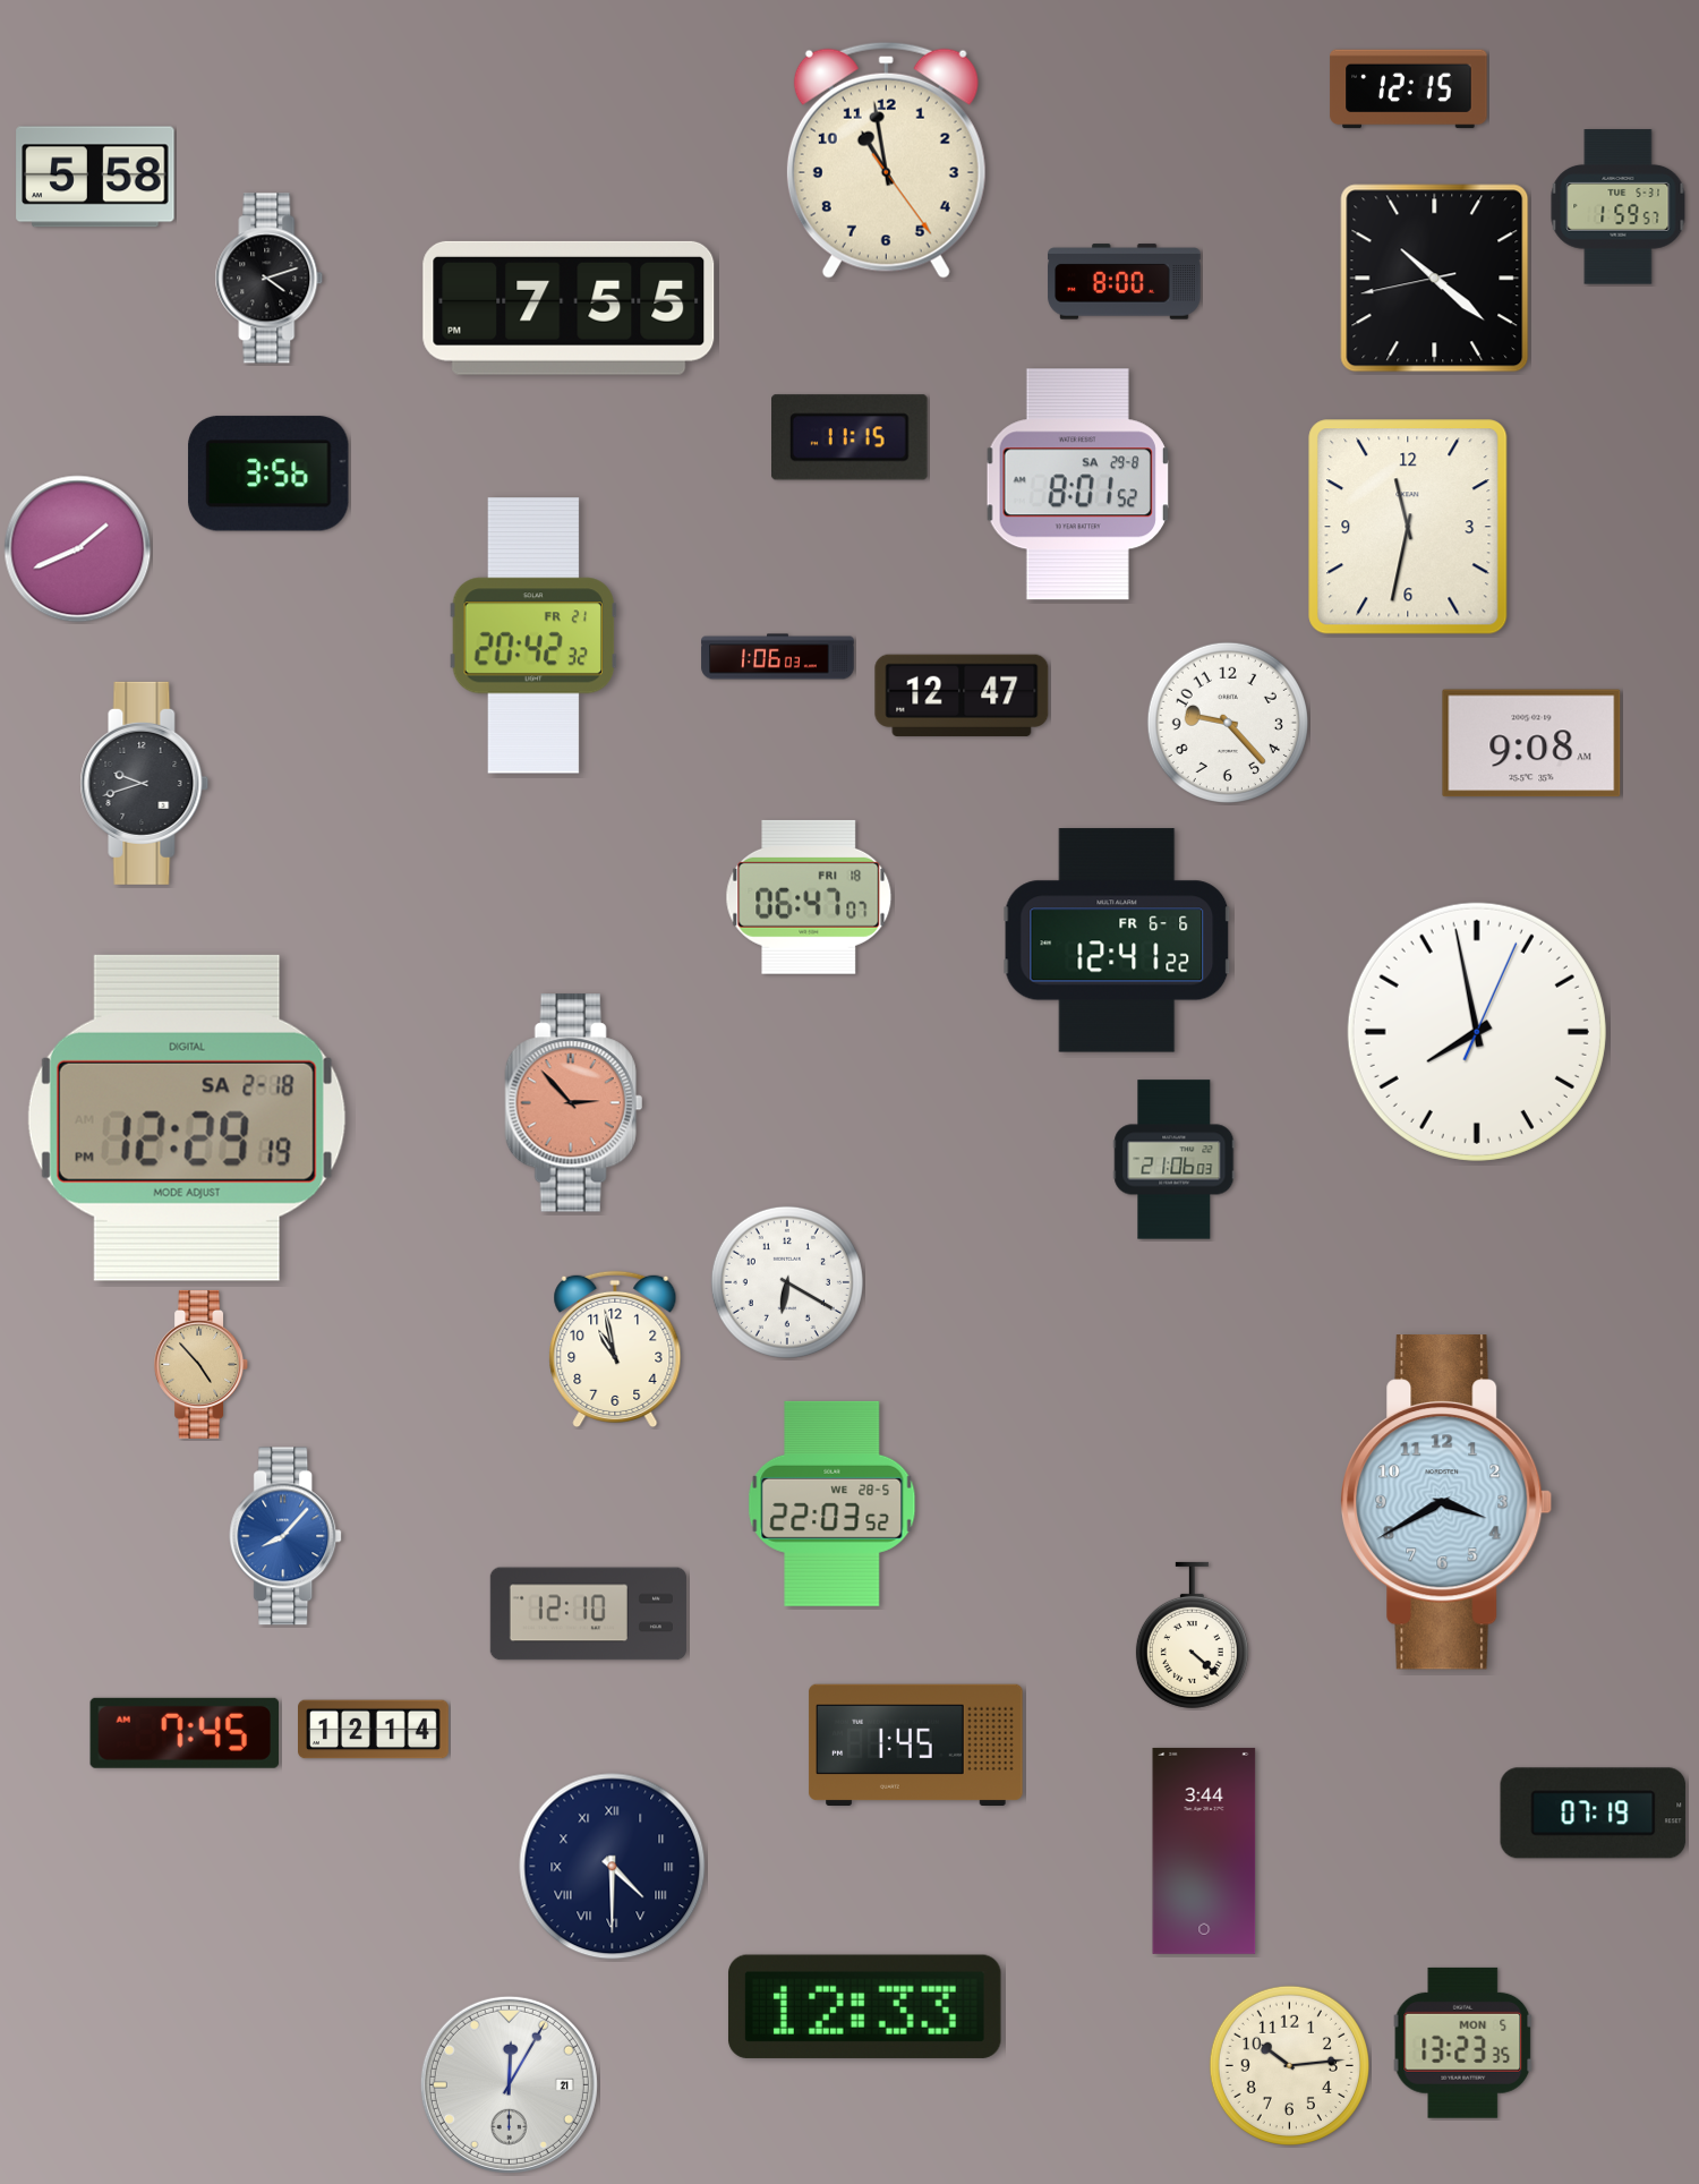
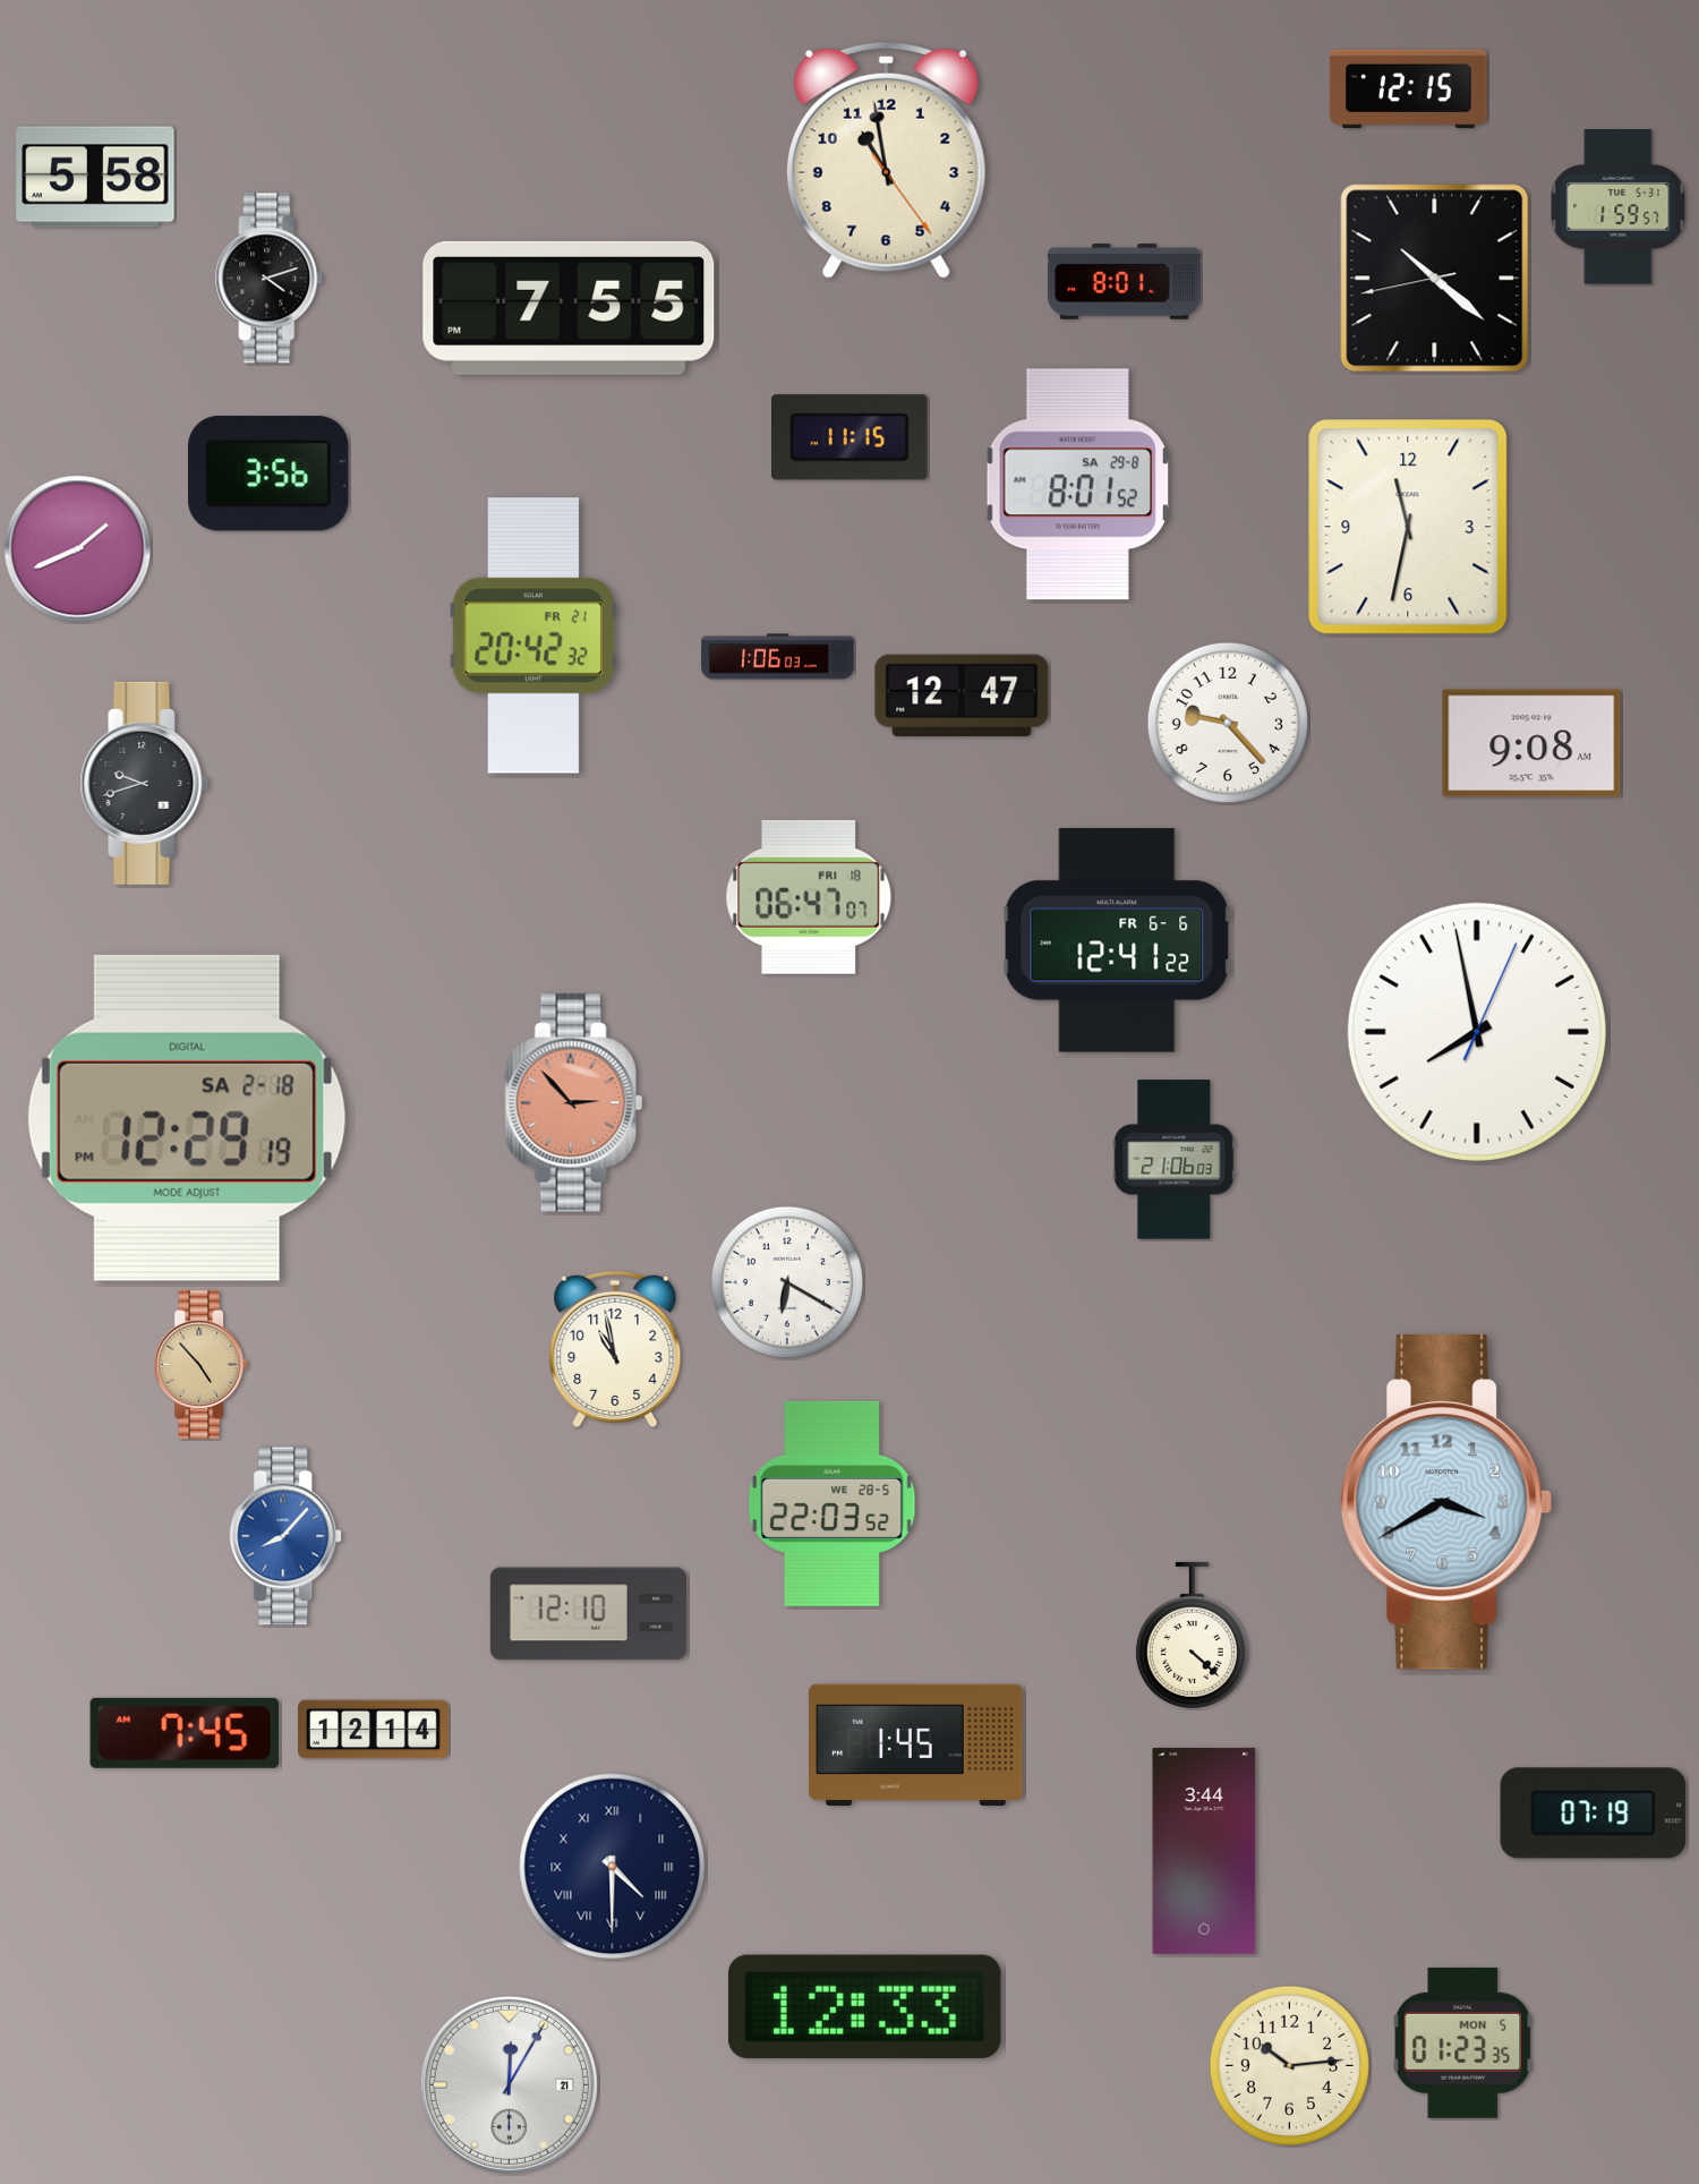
clock at (1125, 282): 8:00 -> 8:01
clock at (1463, 2042): 13:23 -> 01:23
